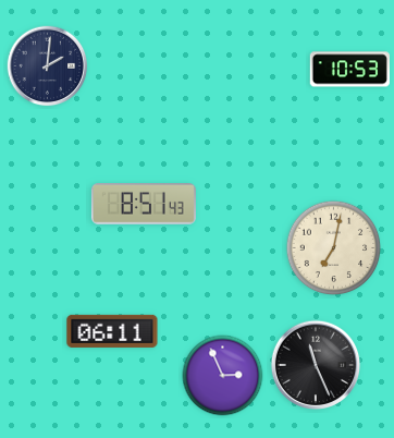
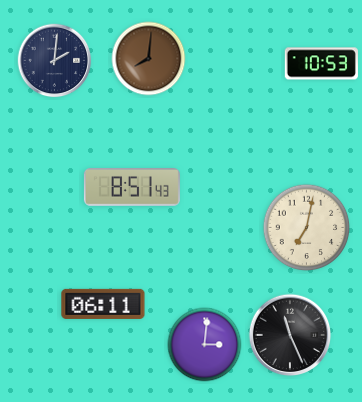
clock at (149, 59): none -> 8:01
clock at (48, 66) position: (48, 66) -> (55, 61)
clock at (223, 376): 2:56 -> 3:01
